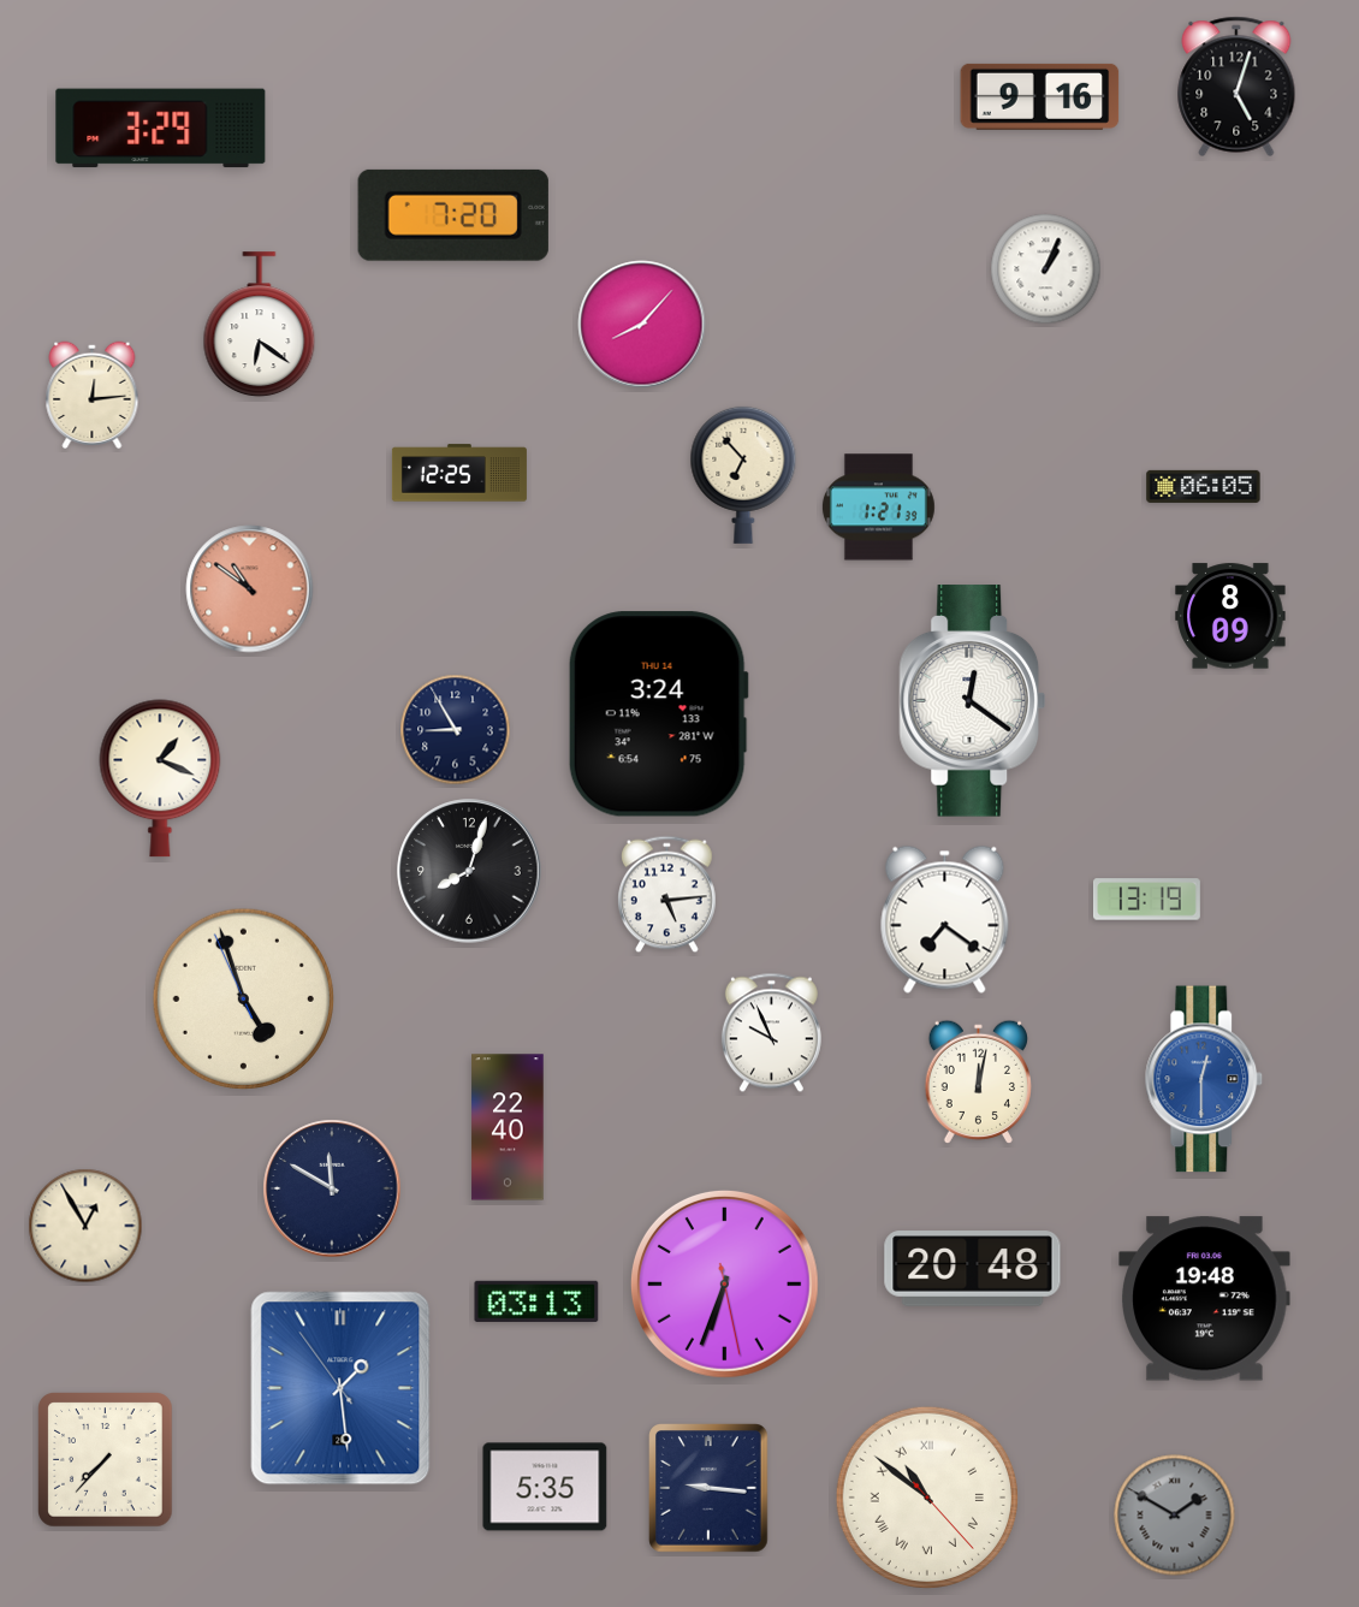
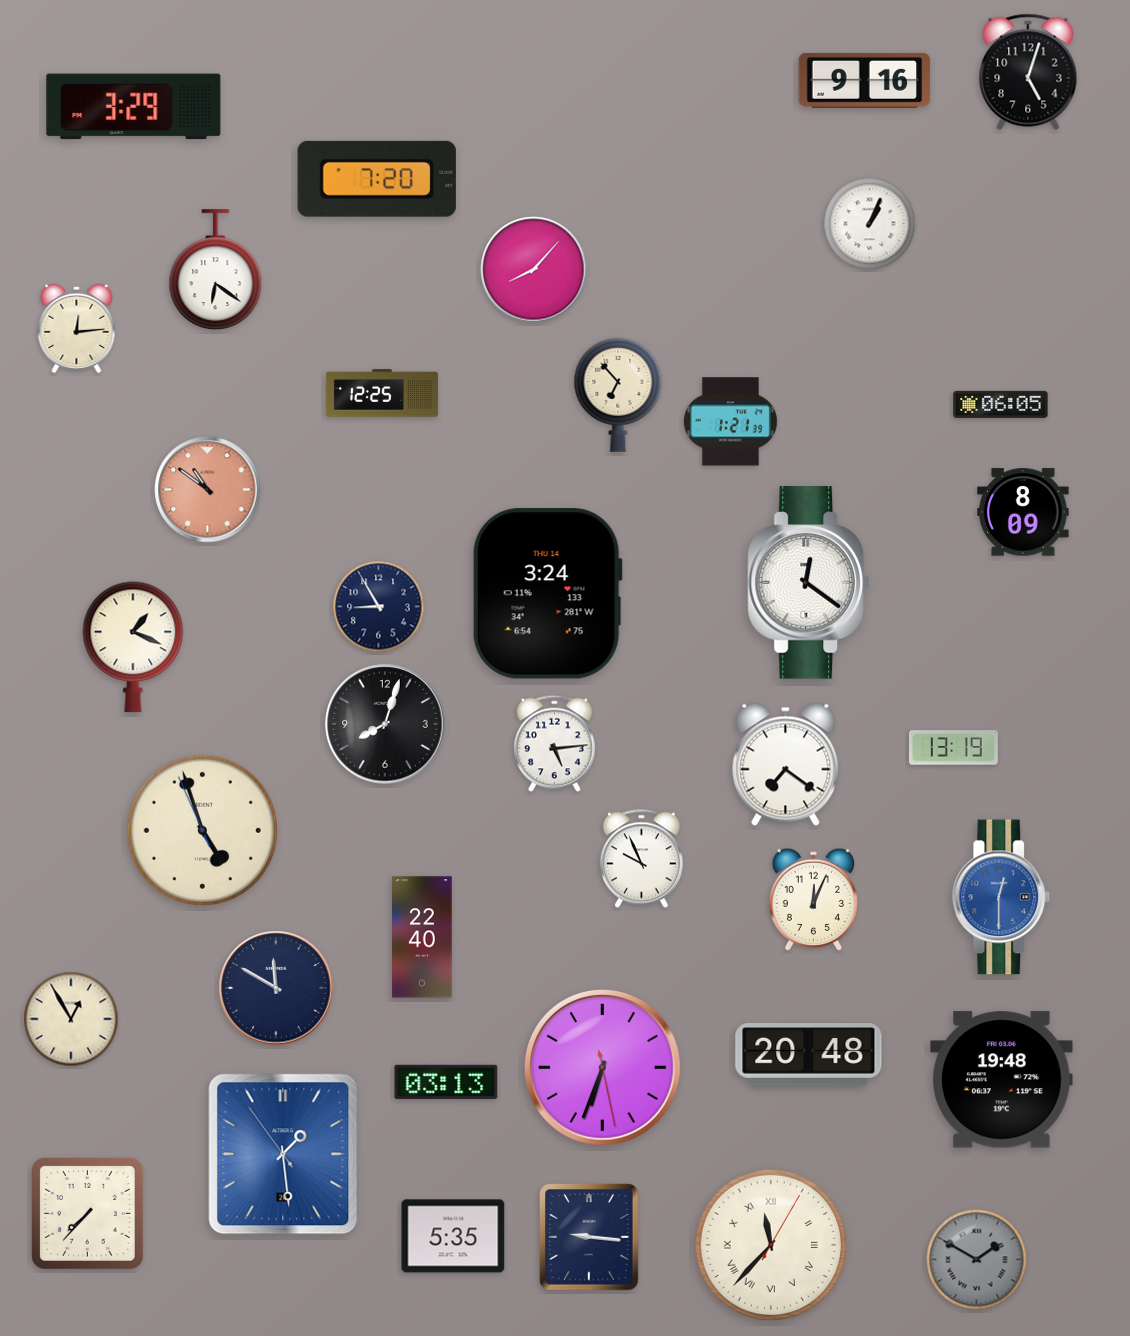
clock at (469, 871) position: (469, 871) -> (385, 724)
clock at (978, 1081): 12:02 -> 12:04
clock at (927, 1498): 10:51 -> 11:37
